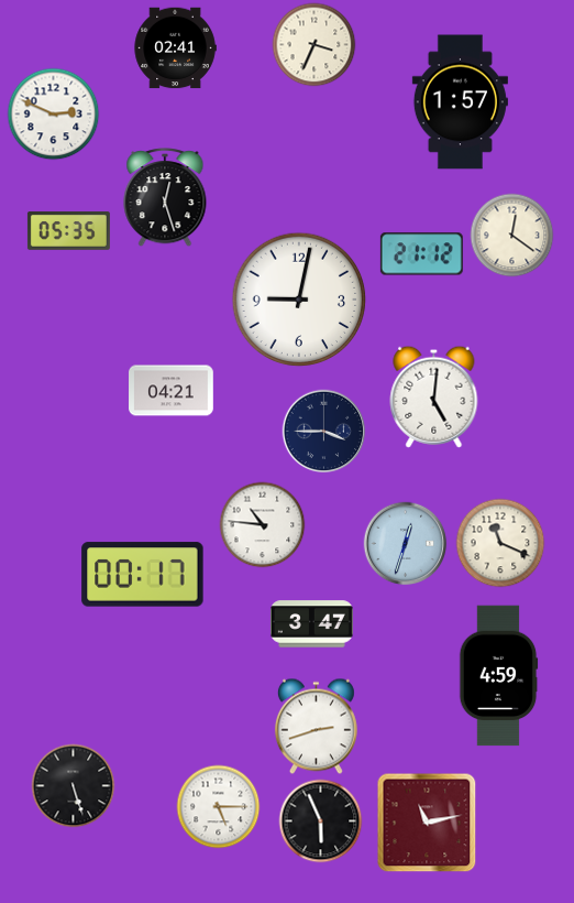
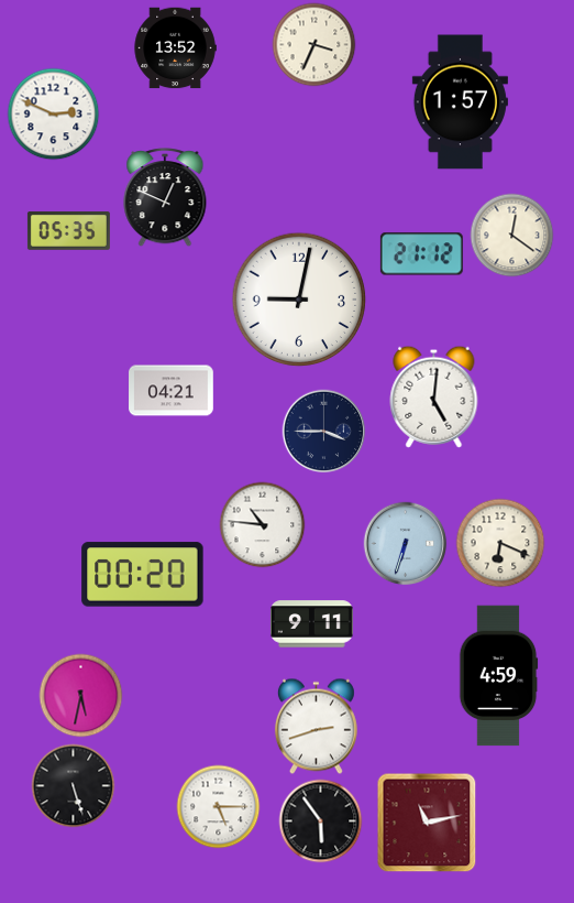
clock at (175, 48): 02:41 -> 13:52
clock at (165, 198): 12:27 -> 12:49
clock at (500, 543): 11:19 -> 6:19
clock at (406, 544): 12:33 -> 6:33
clock at (143, 575): 00:17 -> 00:20
clock at (311, 624): 3:47 -> 9:11
clock at (81, 696): none -> 5:32
clock at (321, 822): 5:56 -> 5:54
